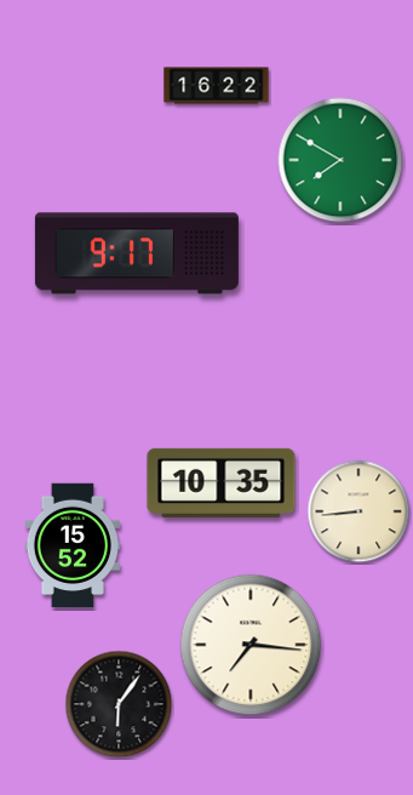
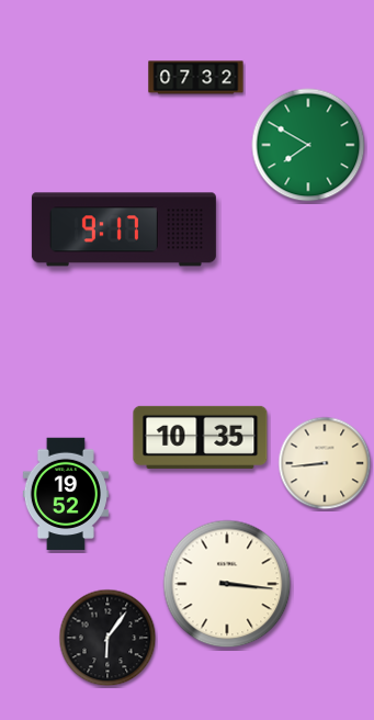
clock at (217, 86): 16:22 -> 07:32
clock at (73, 545): 15:52 -> 19:52
clock at (251, 645): 7:16 -> 3:16
